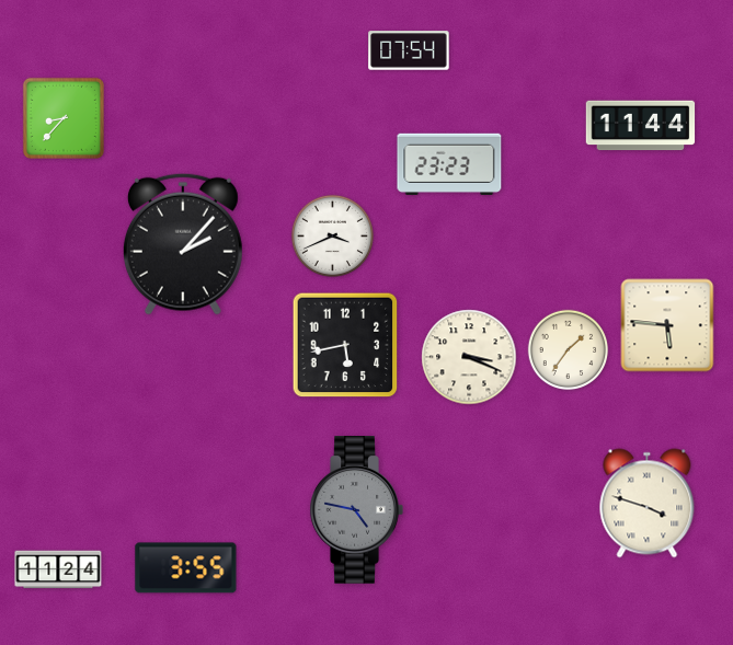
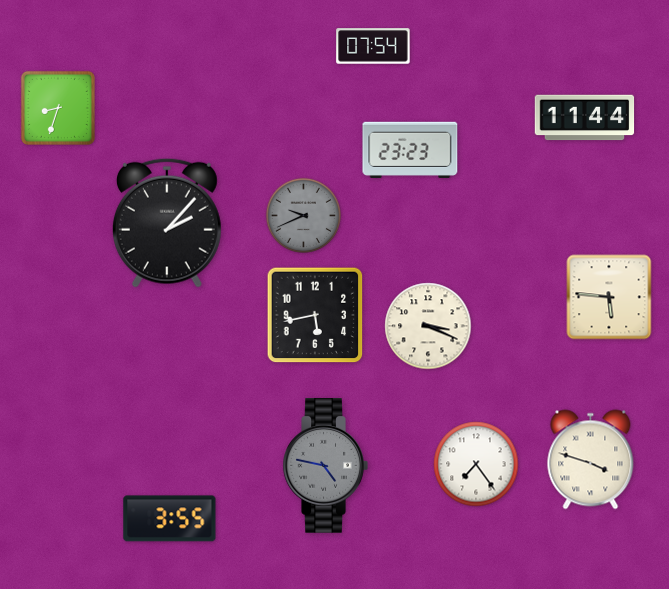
clock at (64, 118): 8:37 -> 8:33
clock at (641, 126) position: (641, 126) -> (585, 118)
clock at (332, 235): 3:41 -> 9:41
clock at (332, 235) dial: white -> grey
clock at (569, 350): 1:36 -> none
clock at (476, 464): none -> 7:24
clock at (58, 569): 11:24 -> none
